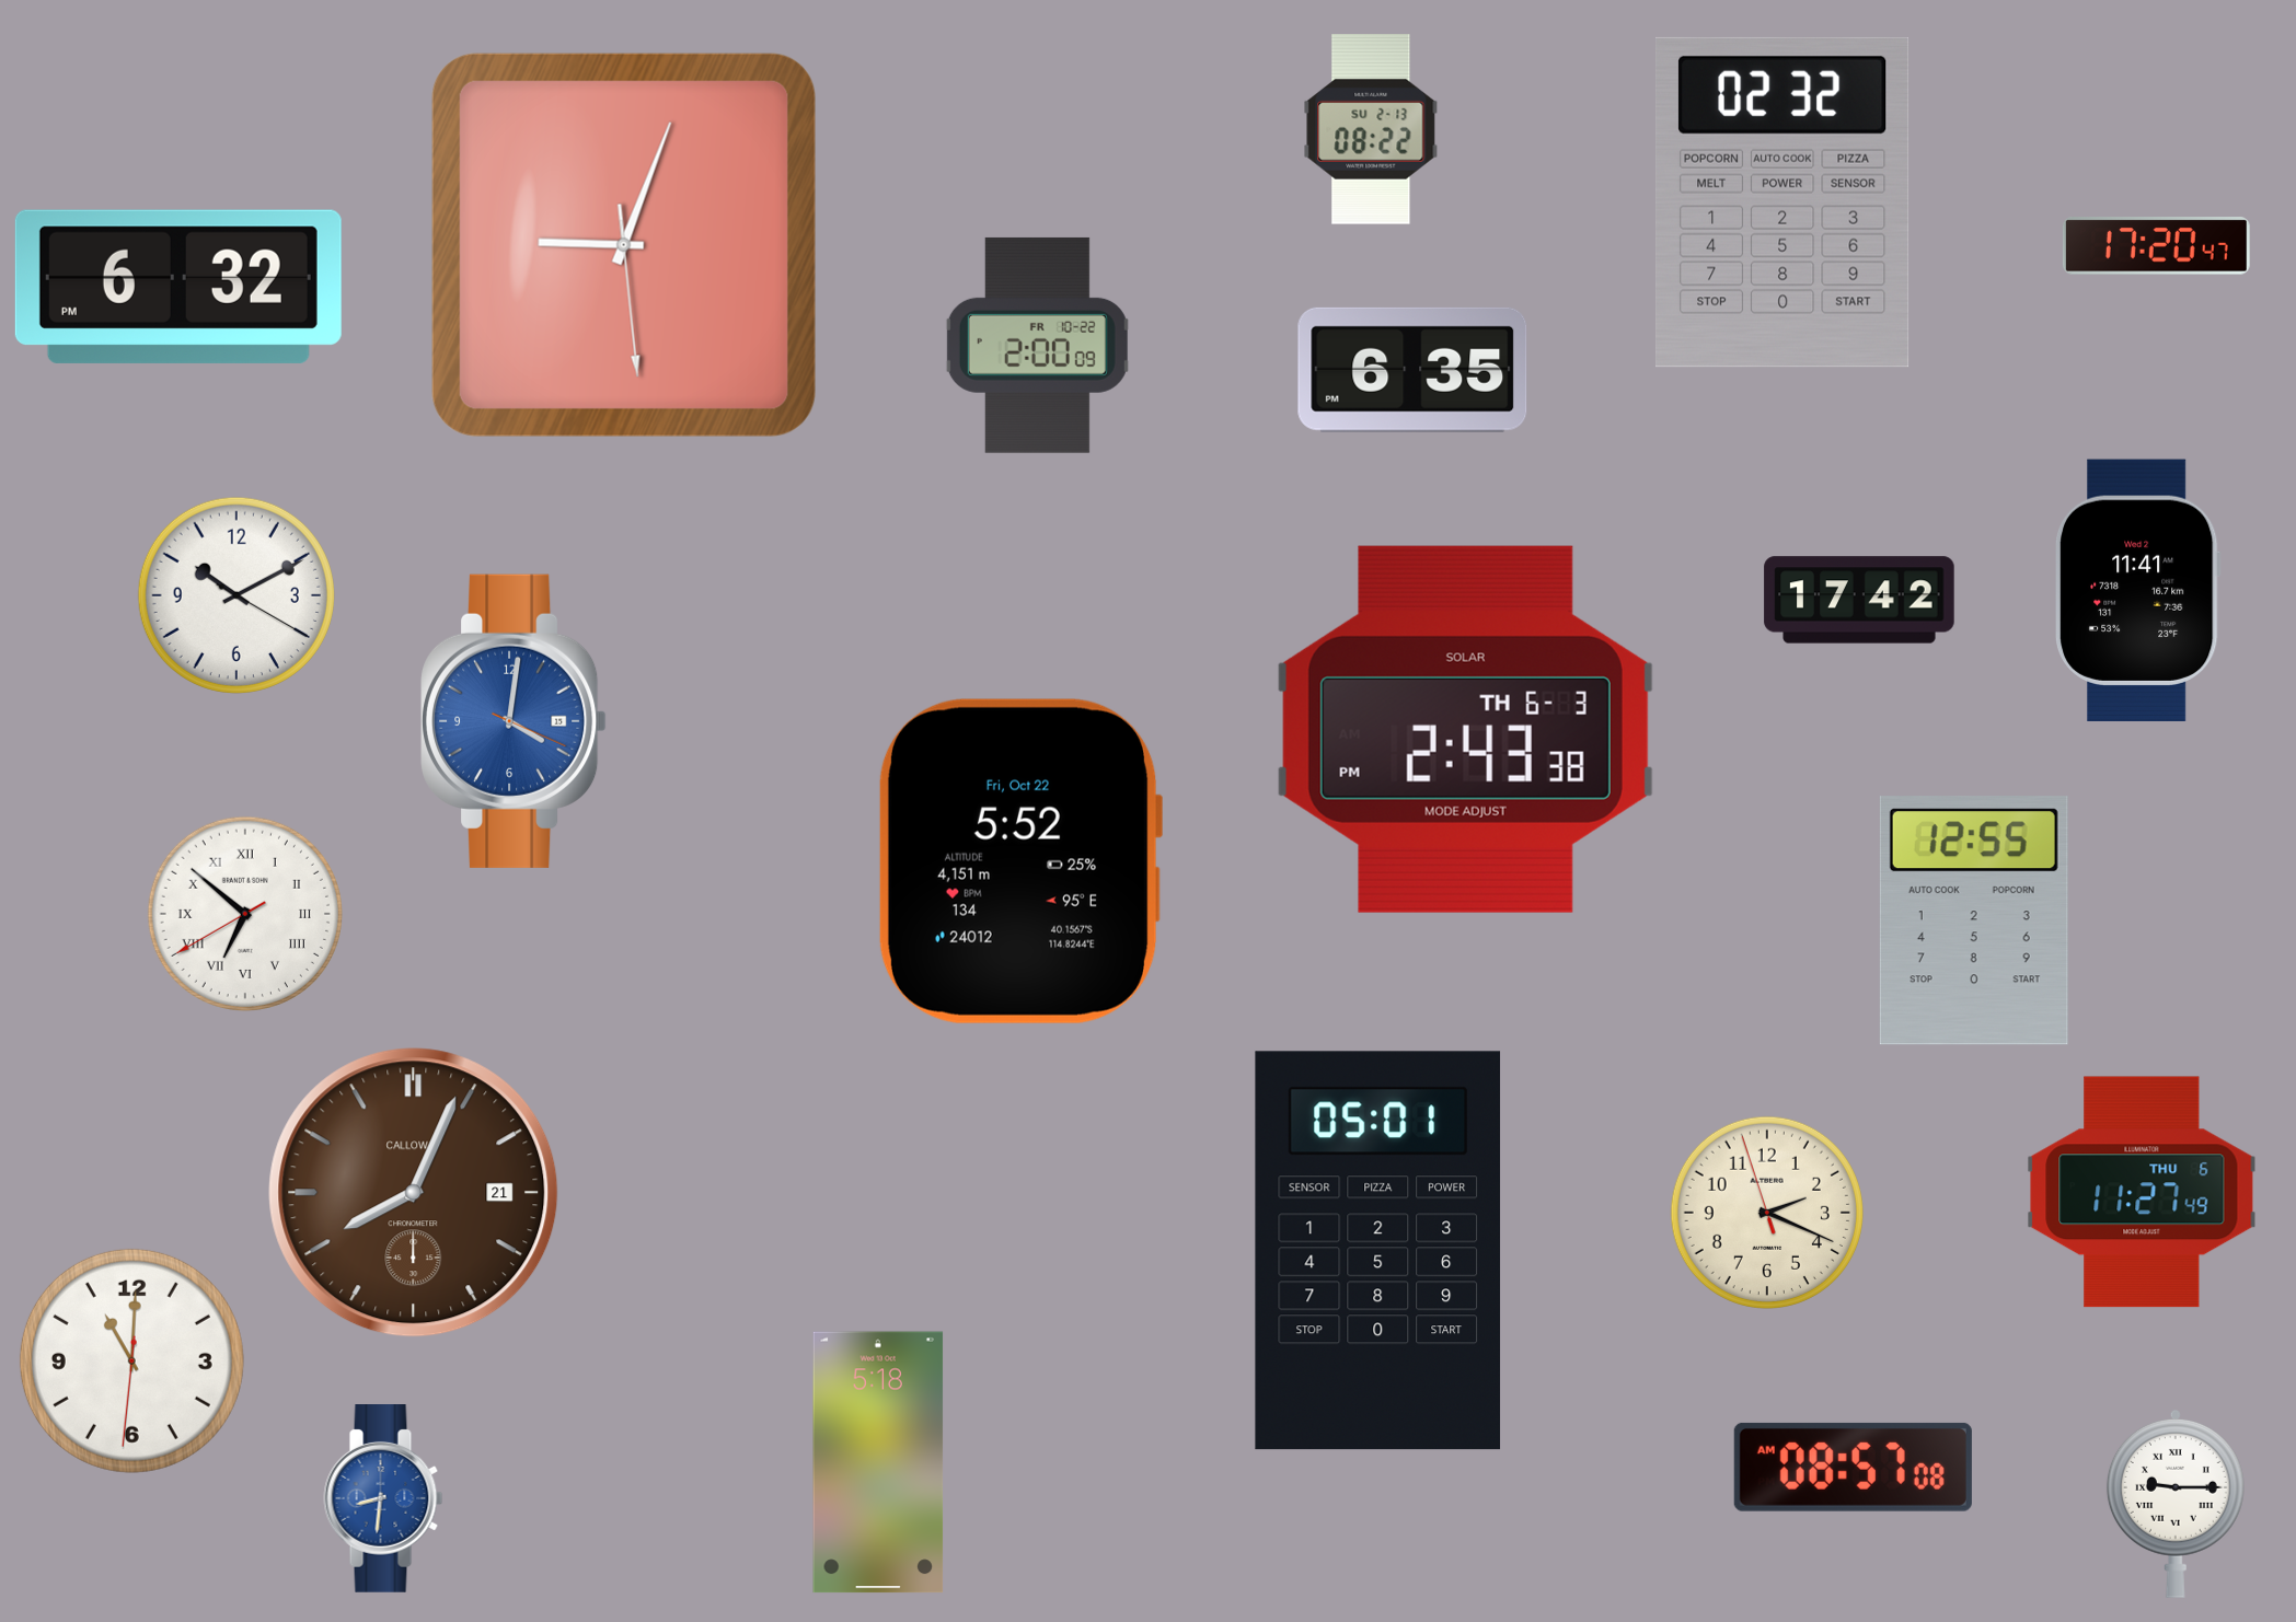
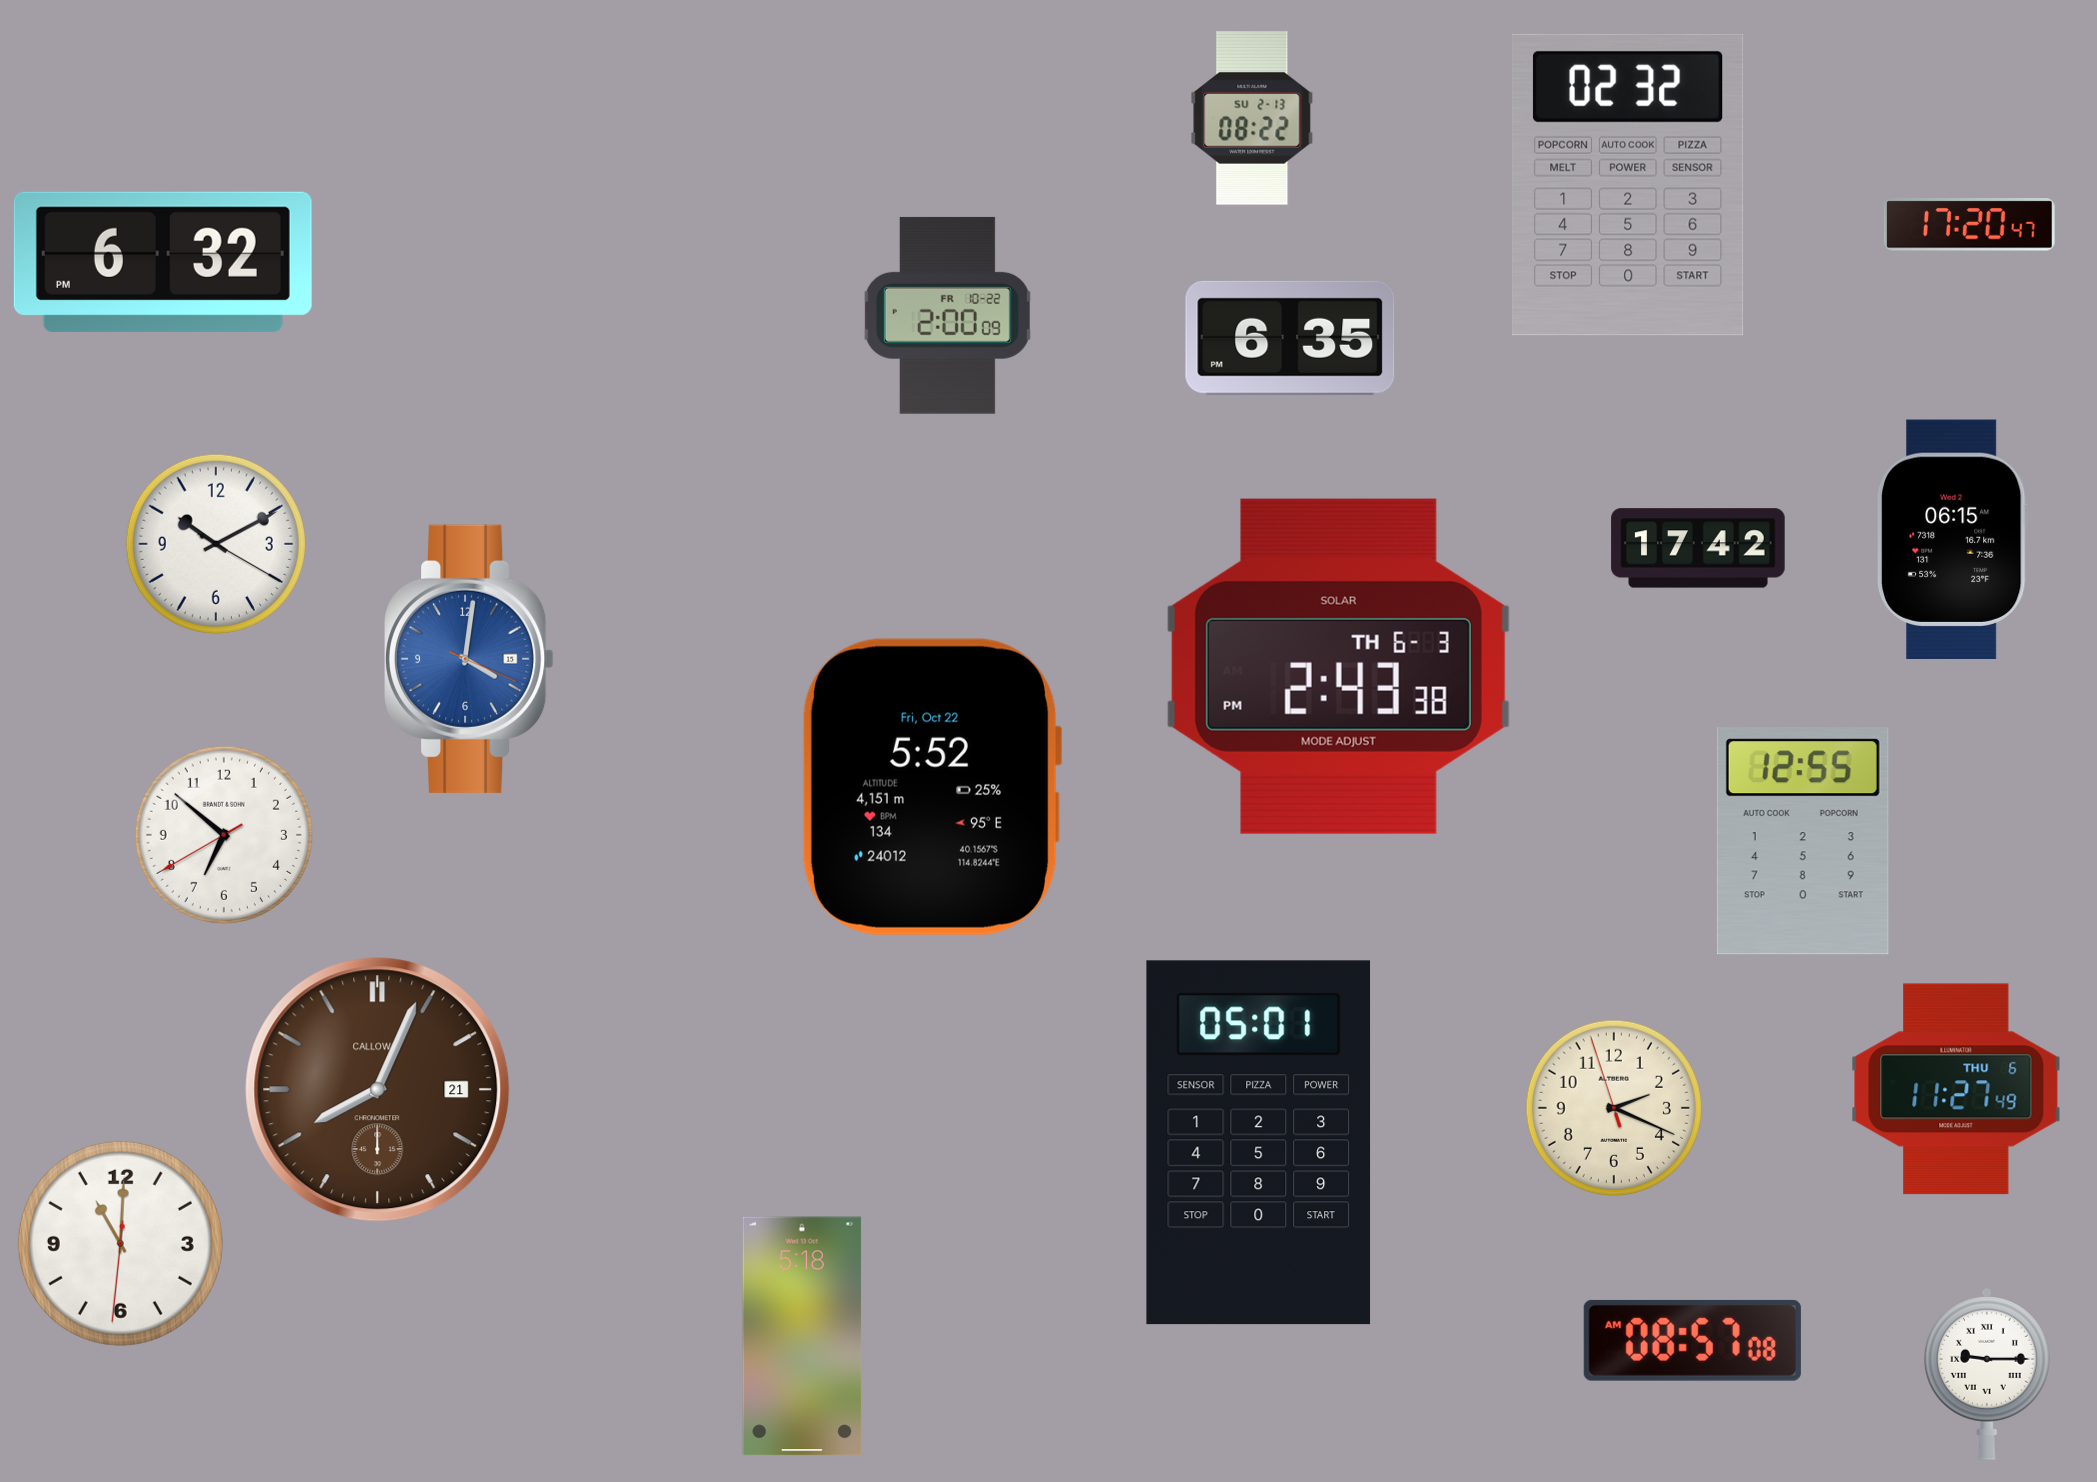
clock at (624, 245): 9:03 -> none
clock at (2138, 590): 11:41 -> 06:15
clock at (245, 914) numerals: Roman -> Arabic
clock at (383, 1499): 8:31 -> none
